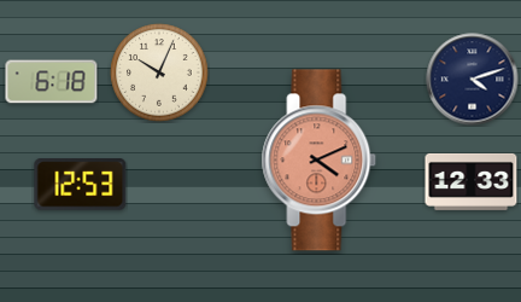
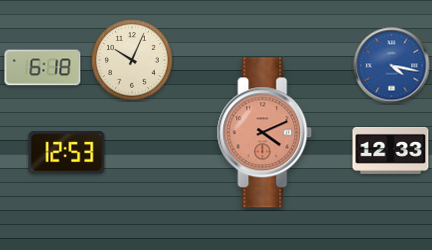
clock at (473, 80): 4:12 -> 4:17
clock at (473, 80) dial: navy -> blue
